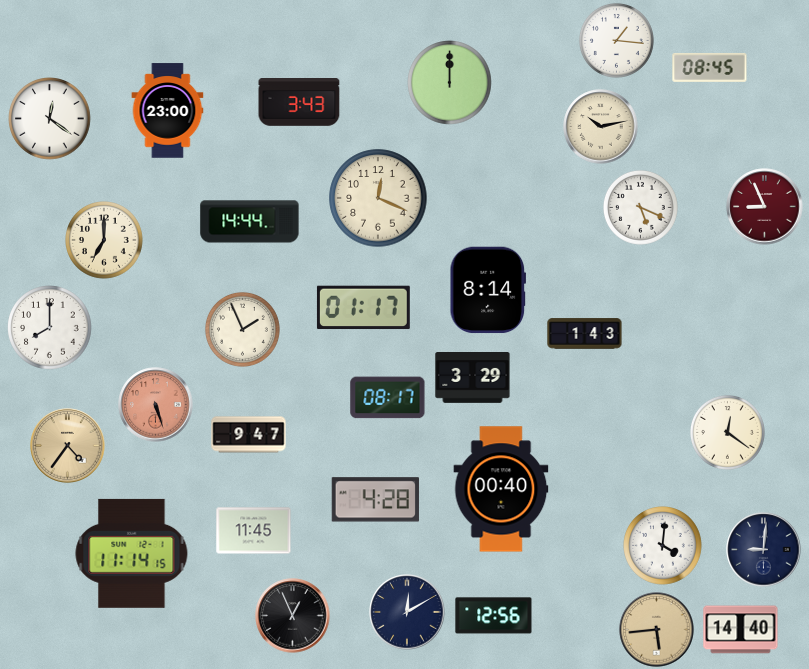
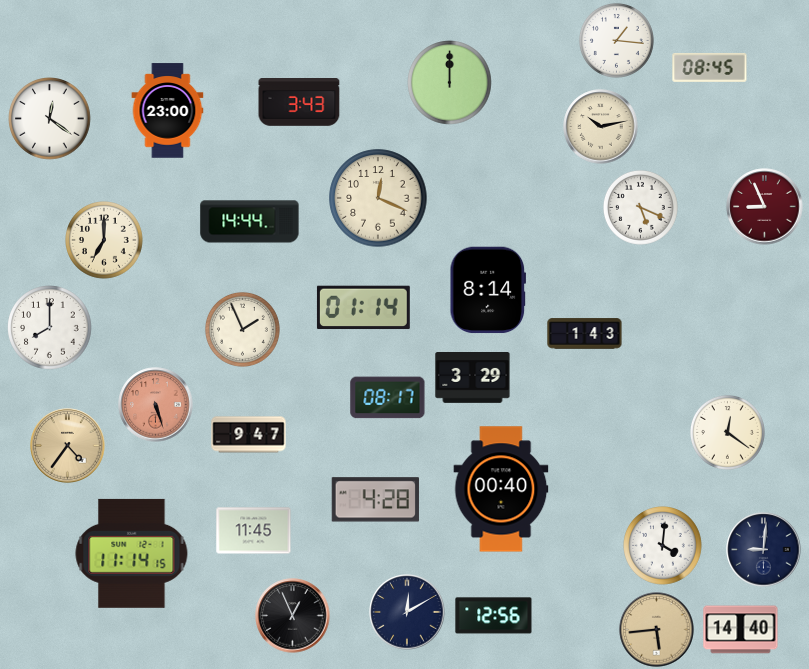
clock at (363, 308): 01:17 -> 01:14
